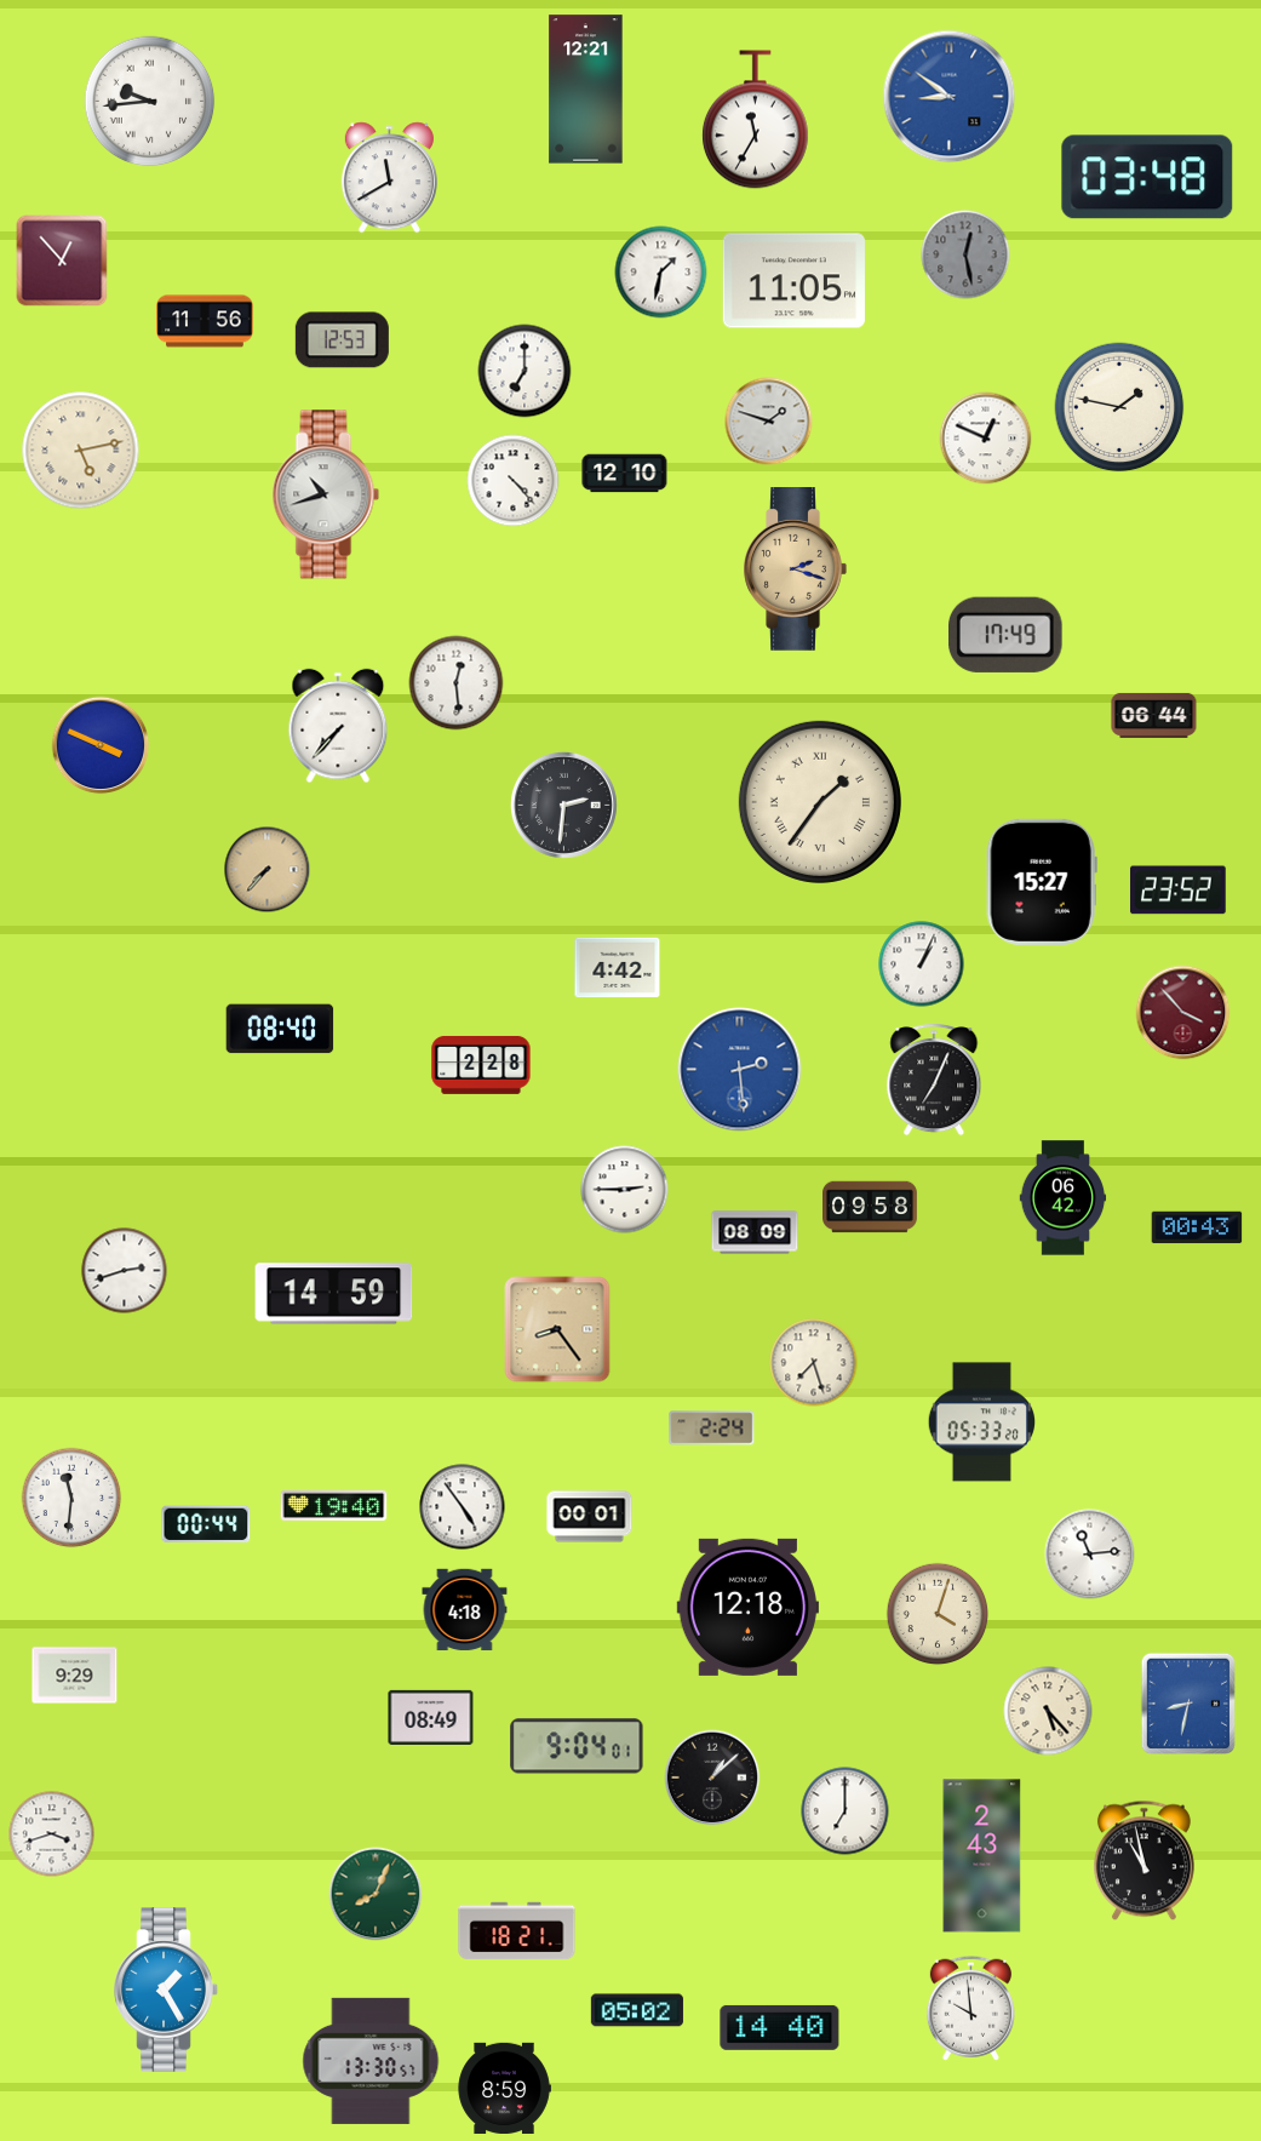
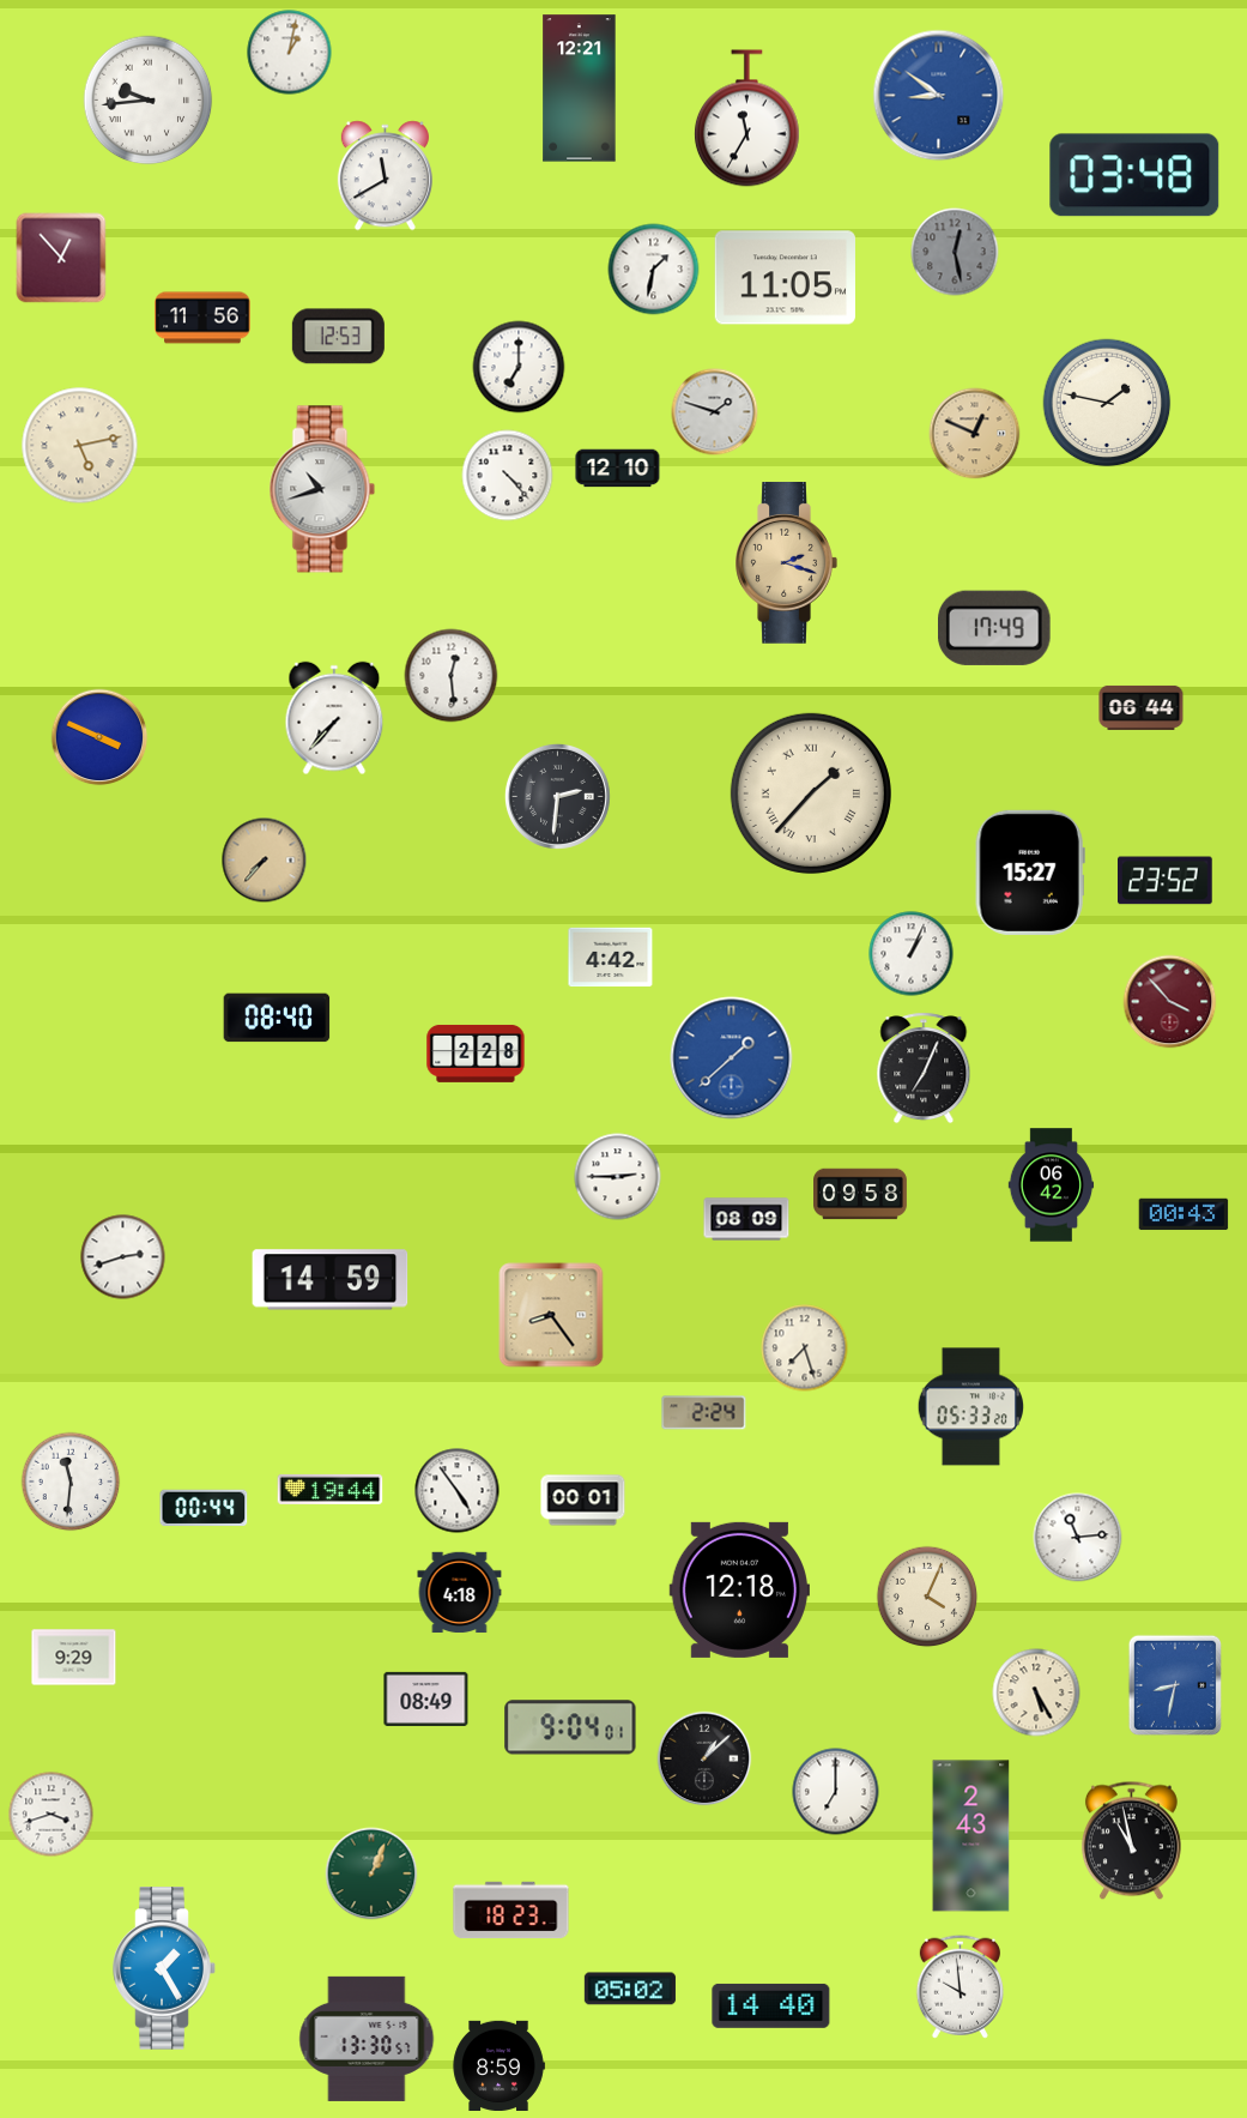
clock at (290, 53): none -> 1:02
clock at (769, 422) position: (769, 422) -> (715, 412)
clock at (986, 439) dial: white -> champagne
clock at (820, 802): 1:36 -> 1:37
clock at (740, 1070): 2:29 -> 1:38
clock at (334, 1505): 19:40 -> 19:44
clock at (938, 1614): 4:03 -> 4:04
clock at (1048, 1711): 5:23 -> 5:25
clock at (376, 1894): 8:04 -> 1:04
clock at (517, 1931): 18:21 -> 18:23
